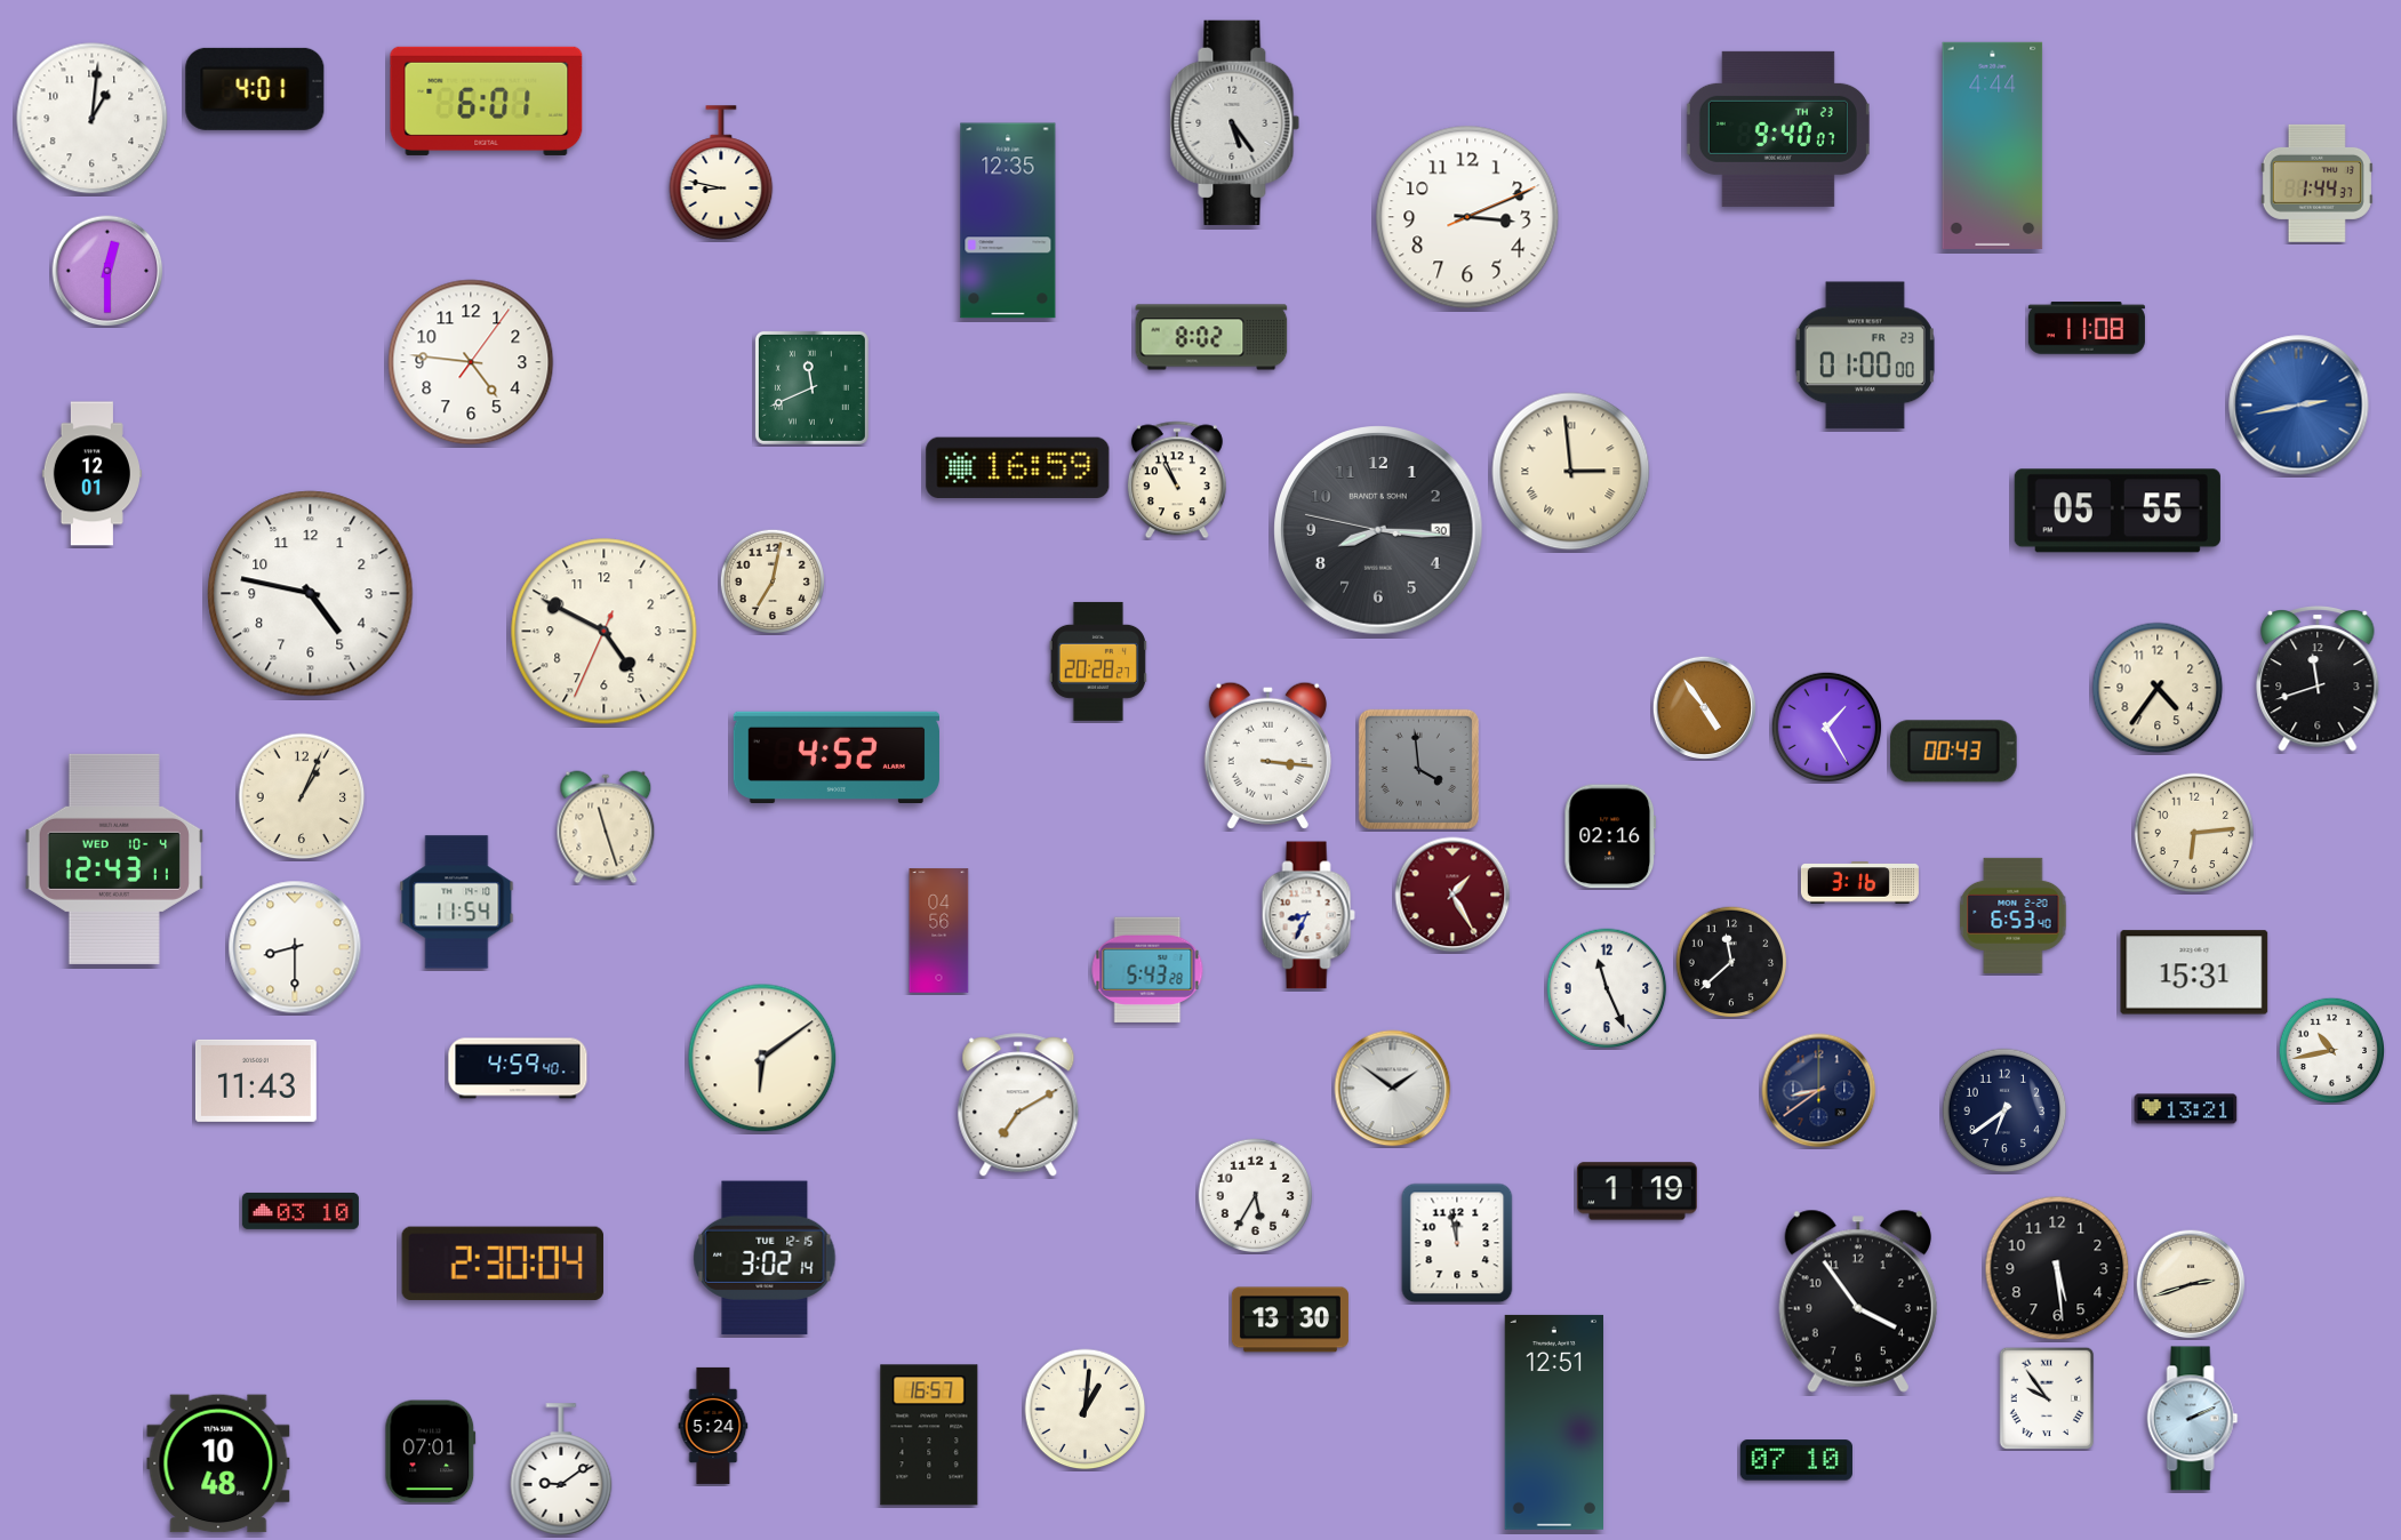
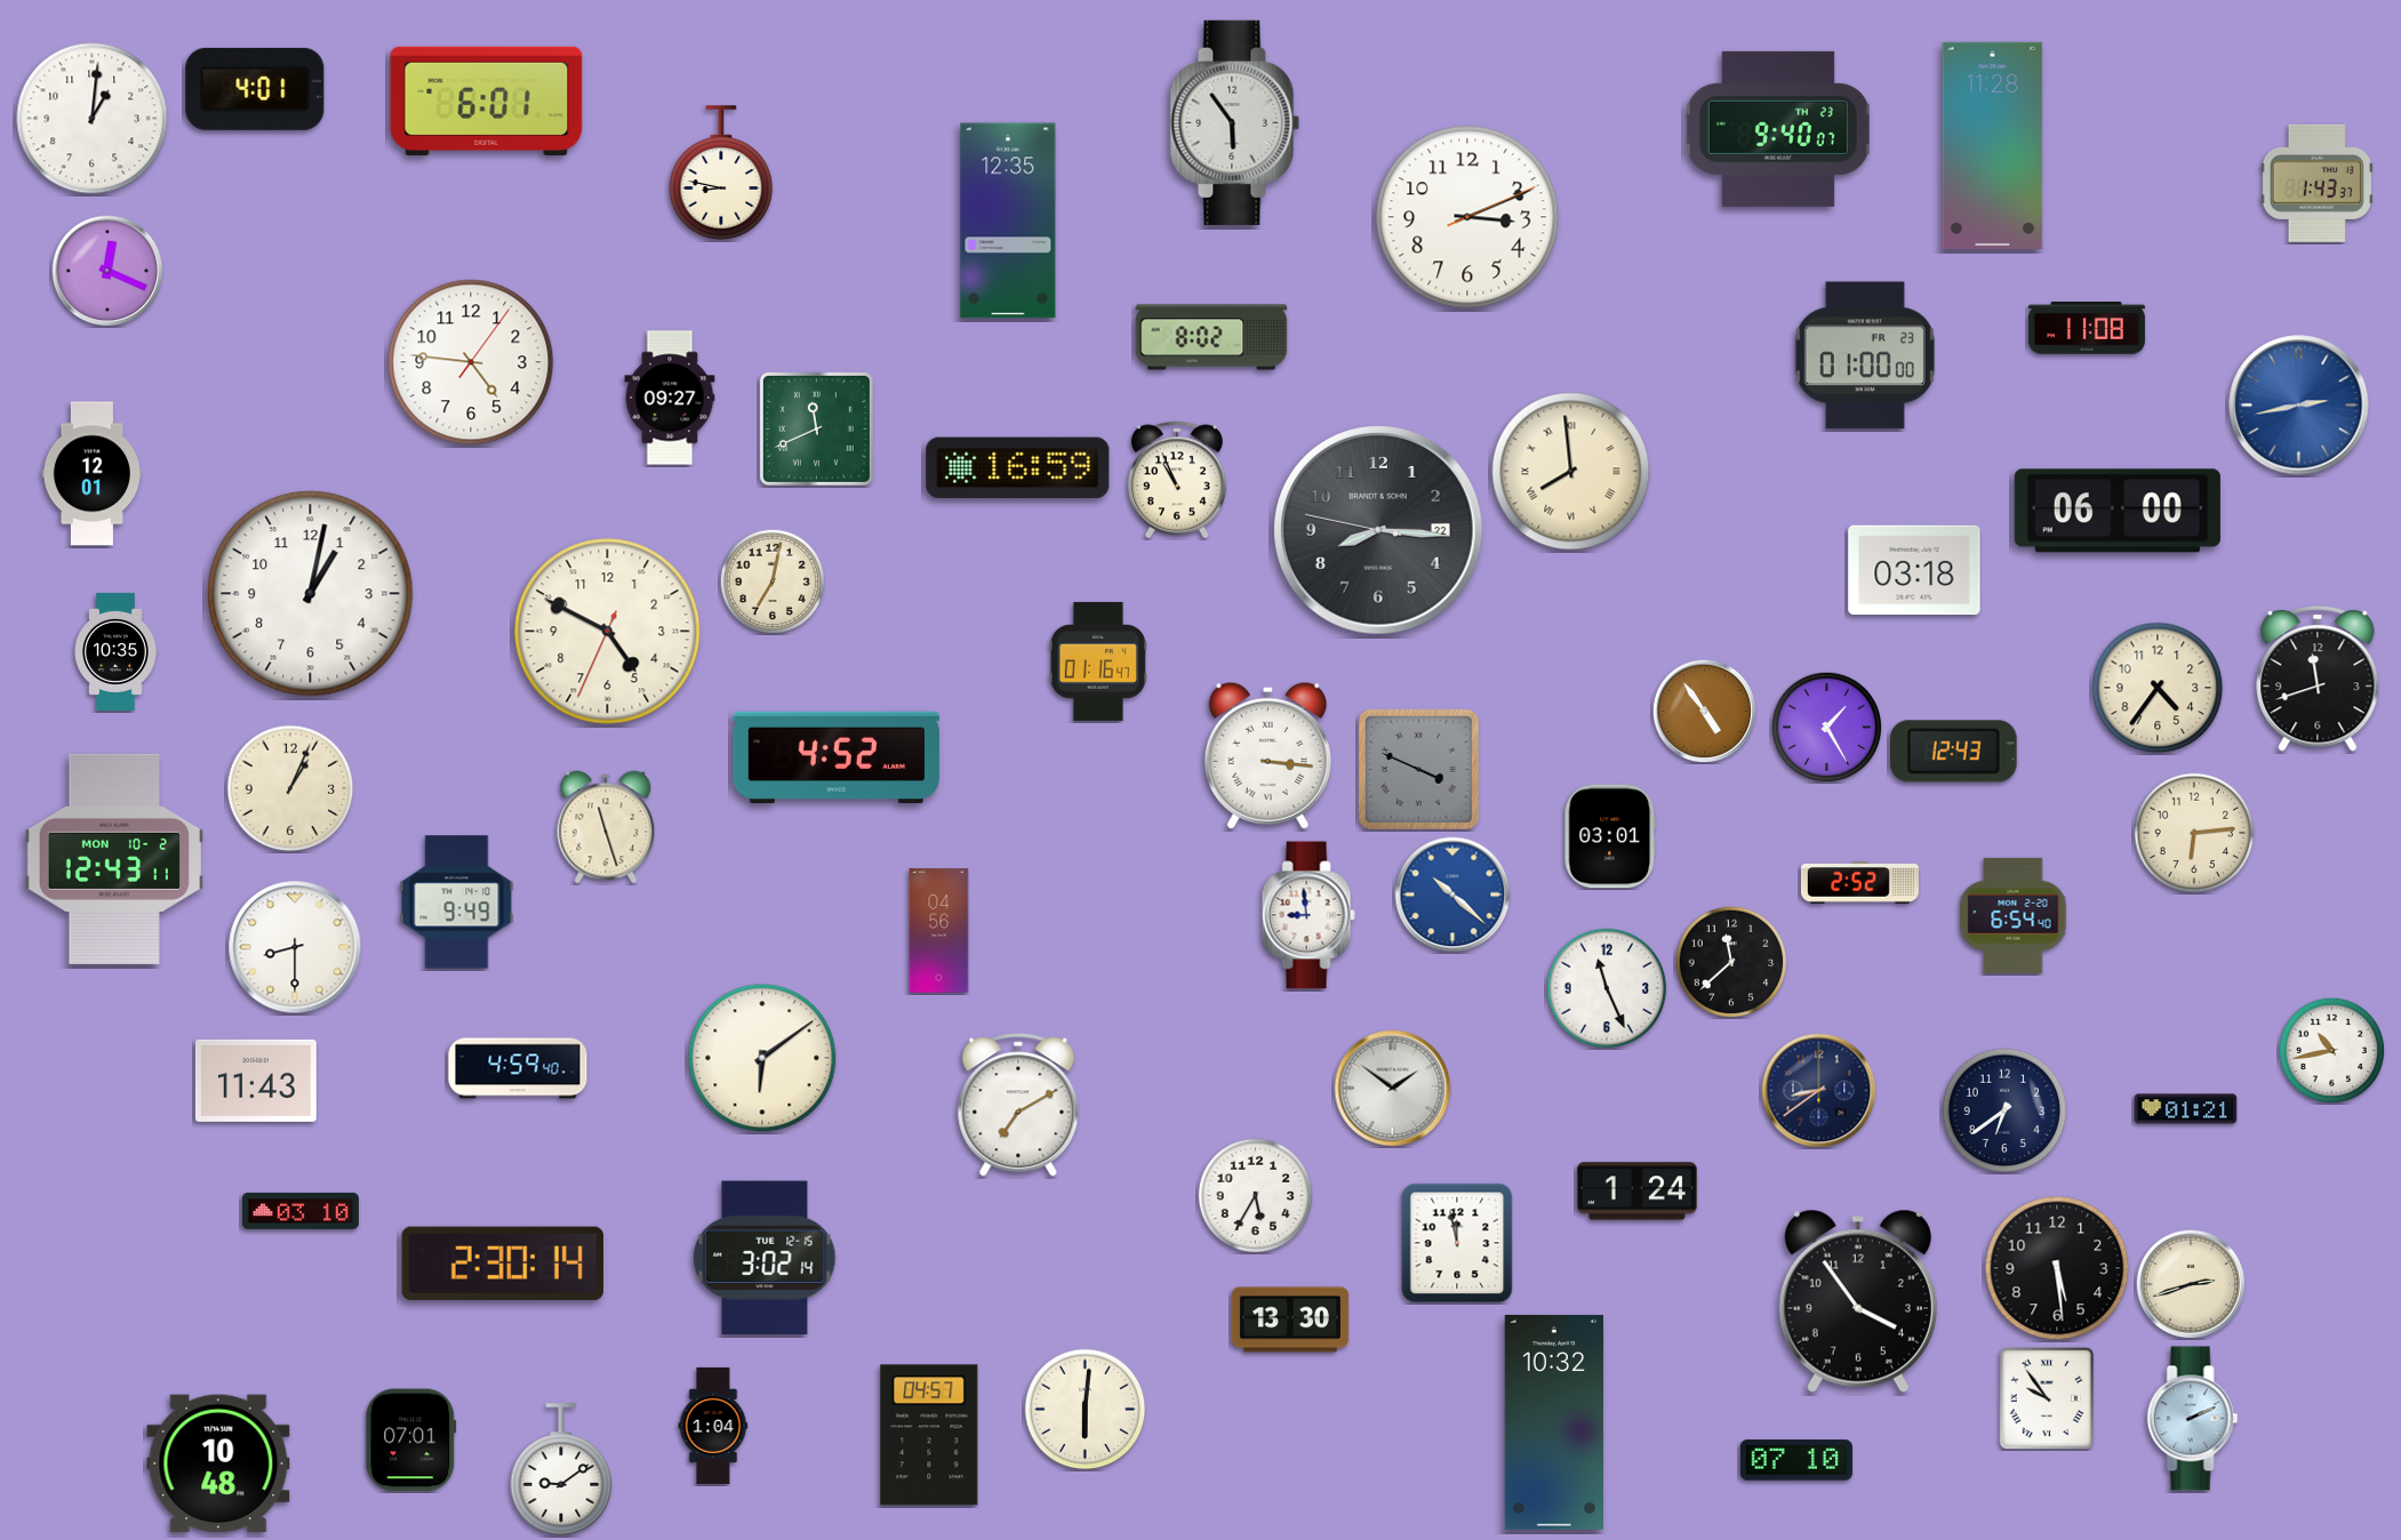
clock at (1235, 122): 5:24 -> 5:54
clock at (1993, 145): 4:44 -> 11:28
clock at (2316, 183): 1:44 -> 1:43
clock at (107, 271): 12:30 -> 12:19
clock at (811, 387) position: (811, 387) -> (816, 428)
clock at (670, 398): none -> 09:27
clock at (1571, 472): 2:59 -> 7:59
clock at (2118, 511): 05:55 -> 06:00
clock at (1378, 530) date: 30 -> 22
clock at (1914, 570): none -> 03:18
clock at (311, 594): 4:47 -> 1:02
clock at (605, 632) position: (605, 632) -> (608, 632)
clock at (115, 651): none -> 10:35
clock at (1098, 661): 20:28 -> 01:16
clock at (1704, 707) position: (1704, 707) -> (1704, 711)
clock at (1954, 752): 00:43 -> 12:43
clock at (1418, 769): 3:59 -> 3:49
clock at (302, 796) position: (302, 796) -> (290, 788)
clock at (1610, 836): 02:16 -> 03:01
clock at (113, 859) date: WED 10-4 -> MON 10-2
clock at (1859, 883): 3:16 -> 2:52
clock at (1452, 895): 1:25 -> 10:22
clock at (1452, 895) dial: burgundy -> blue
clock at (457, 903): 11:54 -> 9:49
clock at (1308, 915): 8:34 -> 8:59
clock at (2014, 915): 6:53 -> 6:54
clock at (1147, 970): 5:43 -> none
clock at (2194, 972): 15:31 -> none
clock at (2186, 1109): 13:21 -> 01:21
clock at (1636, 1192): 1:19 -> 1:24
clock at (503, 1264): 2:30:04 -> 2:30:14
clock at (1086, 1410): 1:01 -> 6:01
clock at (1553, 1422): 12:51 -> 10:32
clock at (713, 1426): 5:24 -> 1:04
clock at (929, 1435): 16:57 -> 04:57
clock at (431, 1452) position: (431, 1452) -> (411, 1441)
